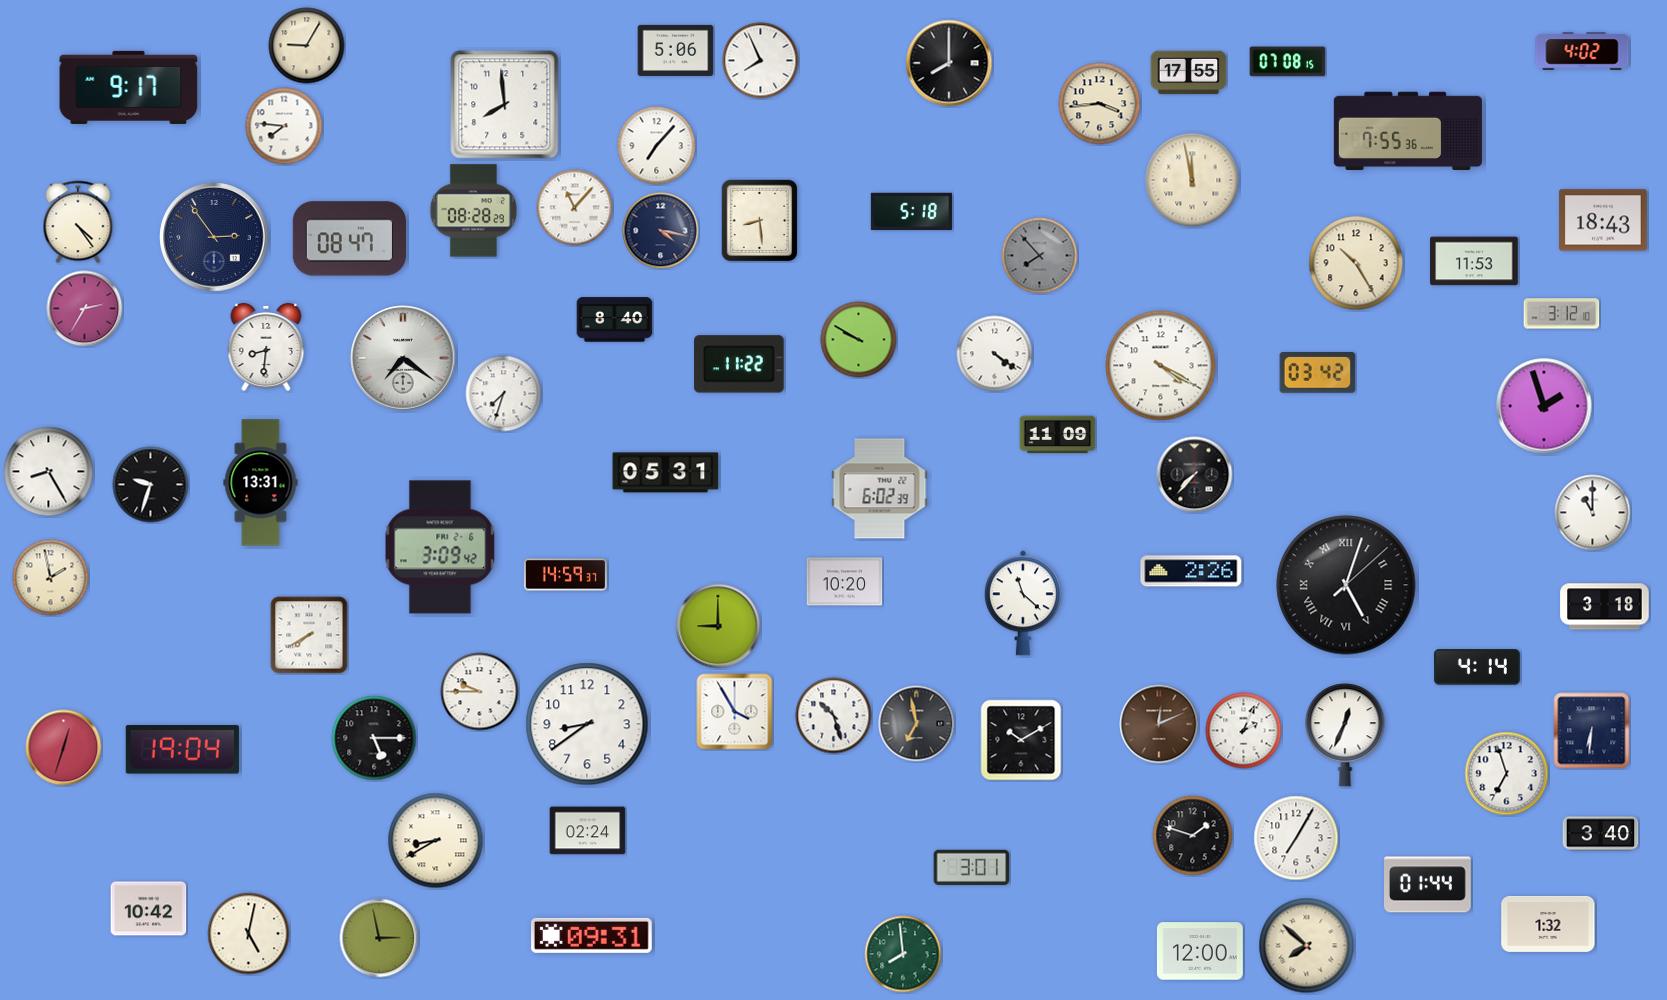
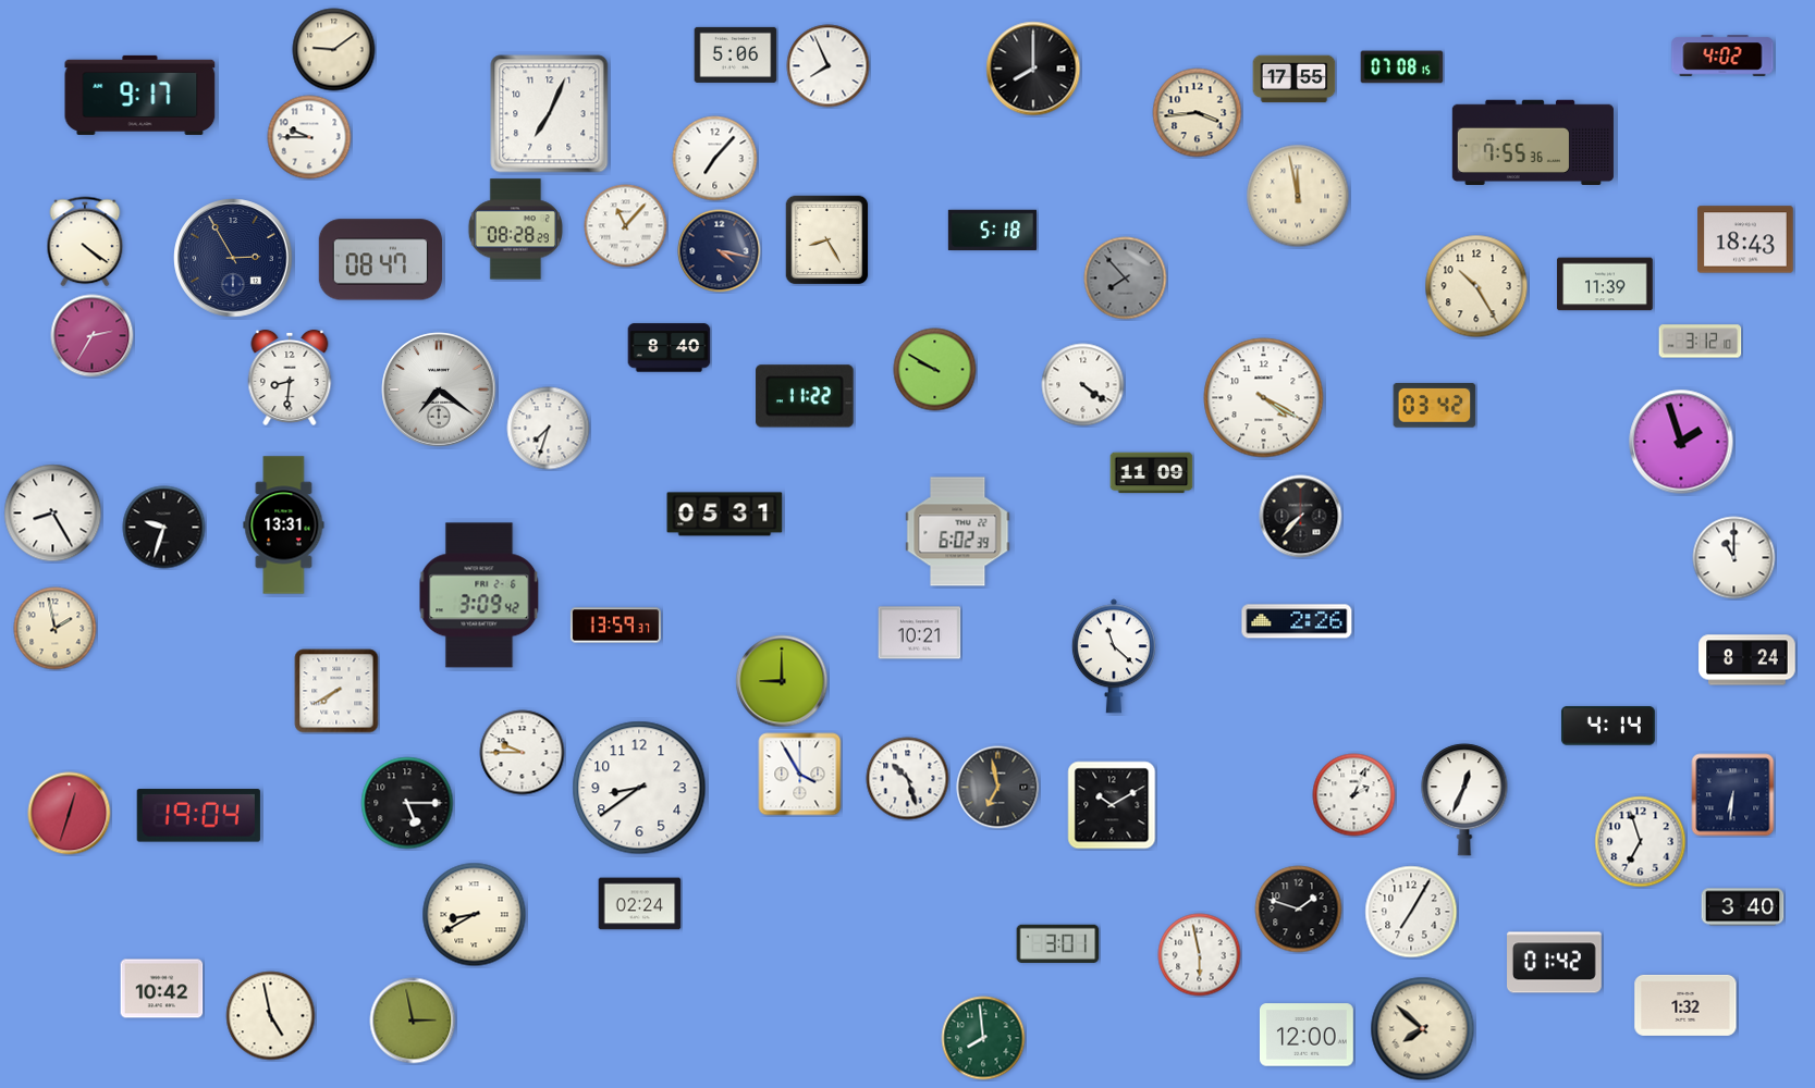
clock at (307, 46): 9:05 -> 9:09
clock at (505, 105): 7:59 -> 7:04
clock at (284, 126): 7:46 -> 9:45
clock at (760, 221): 8:29 -> 8:25
clock at (78, 222): 4:24 -> 4:21
clock at (214, 237): 2:54 -> 2:55
clock at (1040, 256) position: (1040, 256) -> (1126, 279)
clock at (1474, 261): 11:53 -> 11:39
clock at (565, 575): 14:59 -> 13:59
clock at (845, 582): 10:20 -> 10:21
clock at (1346, 585): 5:03 -> none
clock at (1605, 607): 3:18 -> 8:24
clock at (1159, 724): 12:11 -> none
clock at (1200, 955): none -> 5:58
clock at (1428, 885): 01:44 -> 01:42
clock at (249, 934): 5:02 -> 4:58
clock at (592, 935): 09:31 -> none
